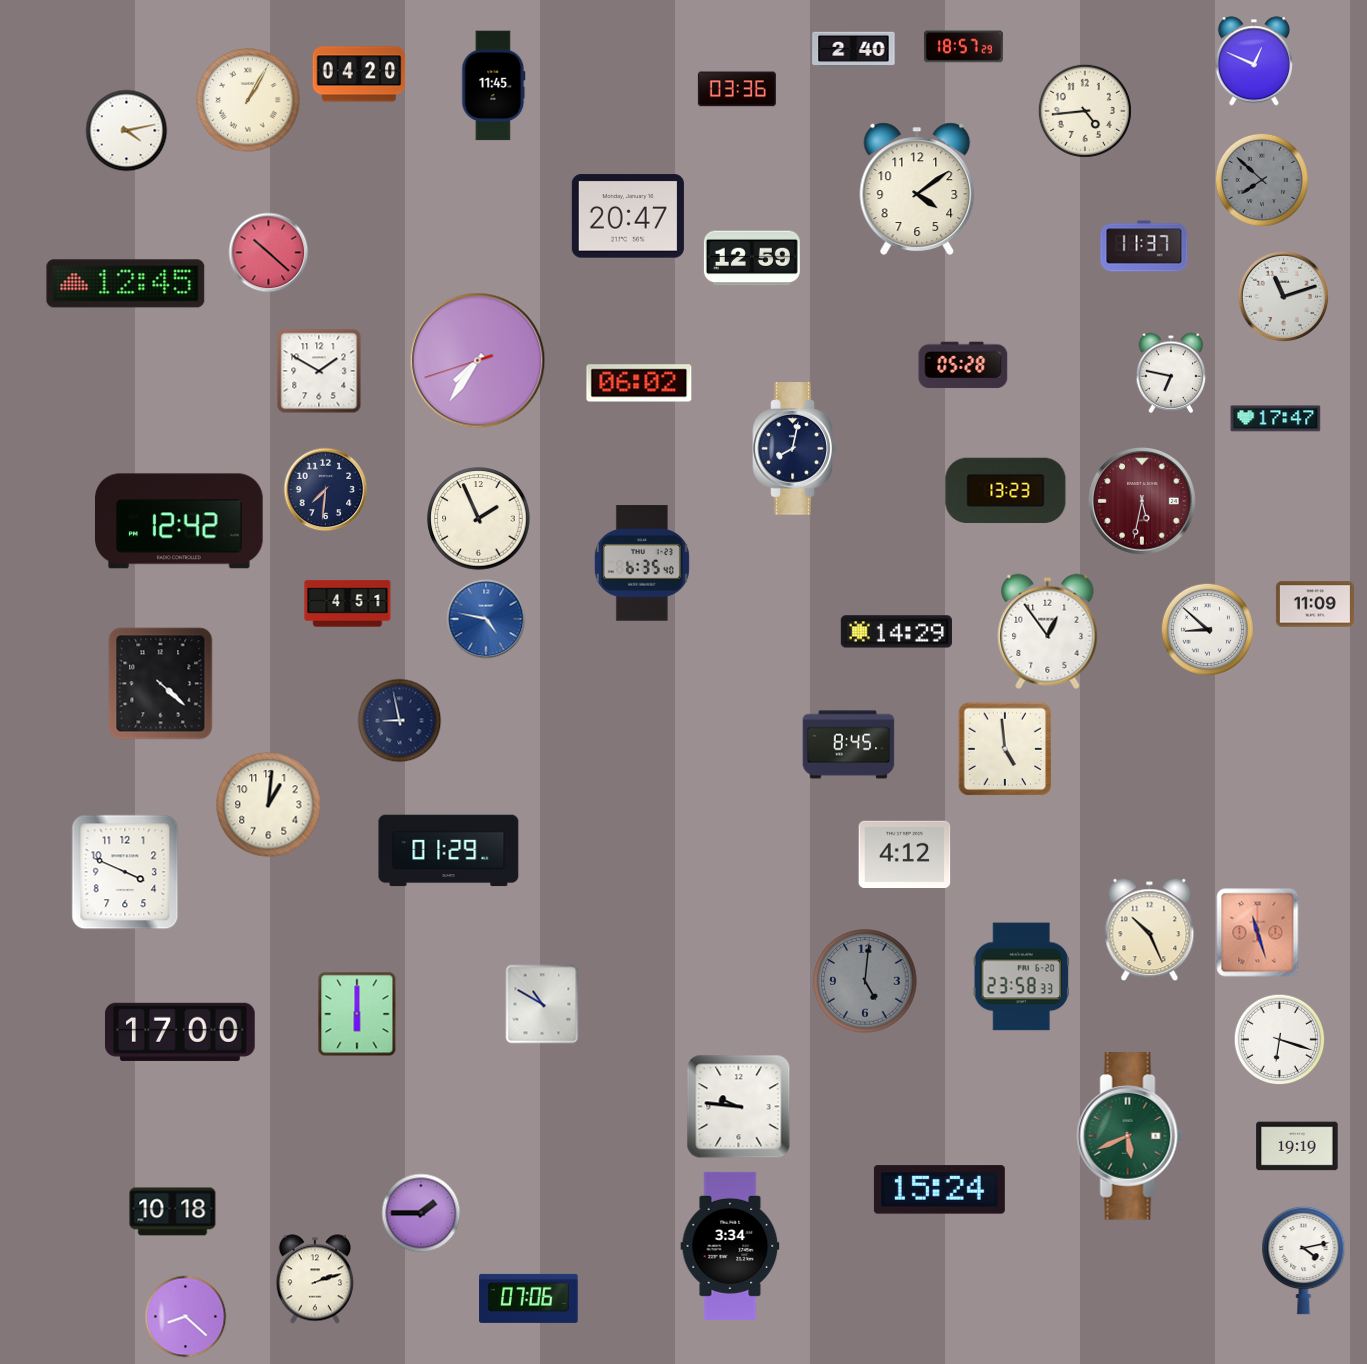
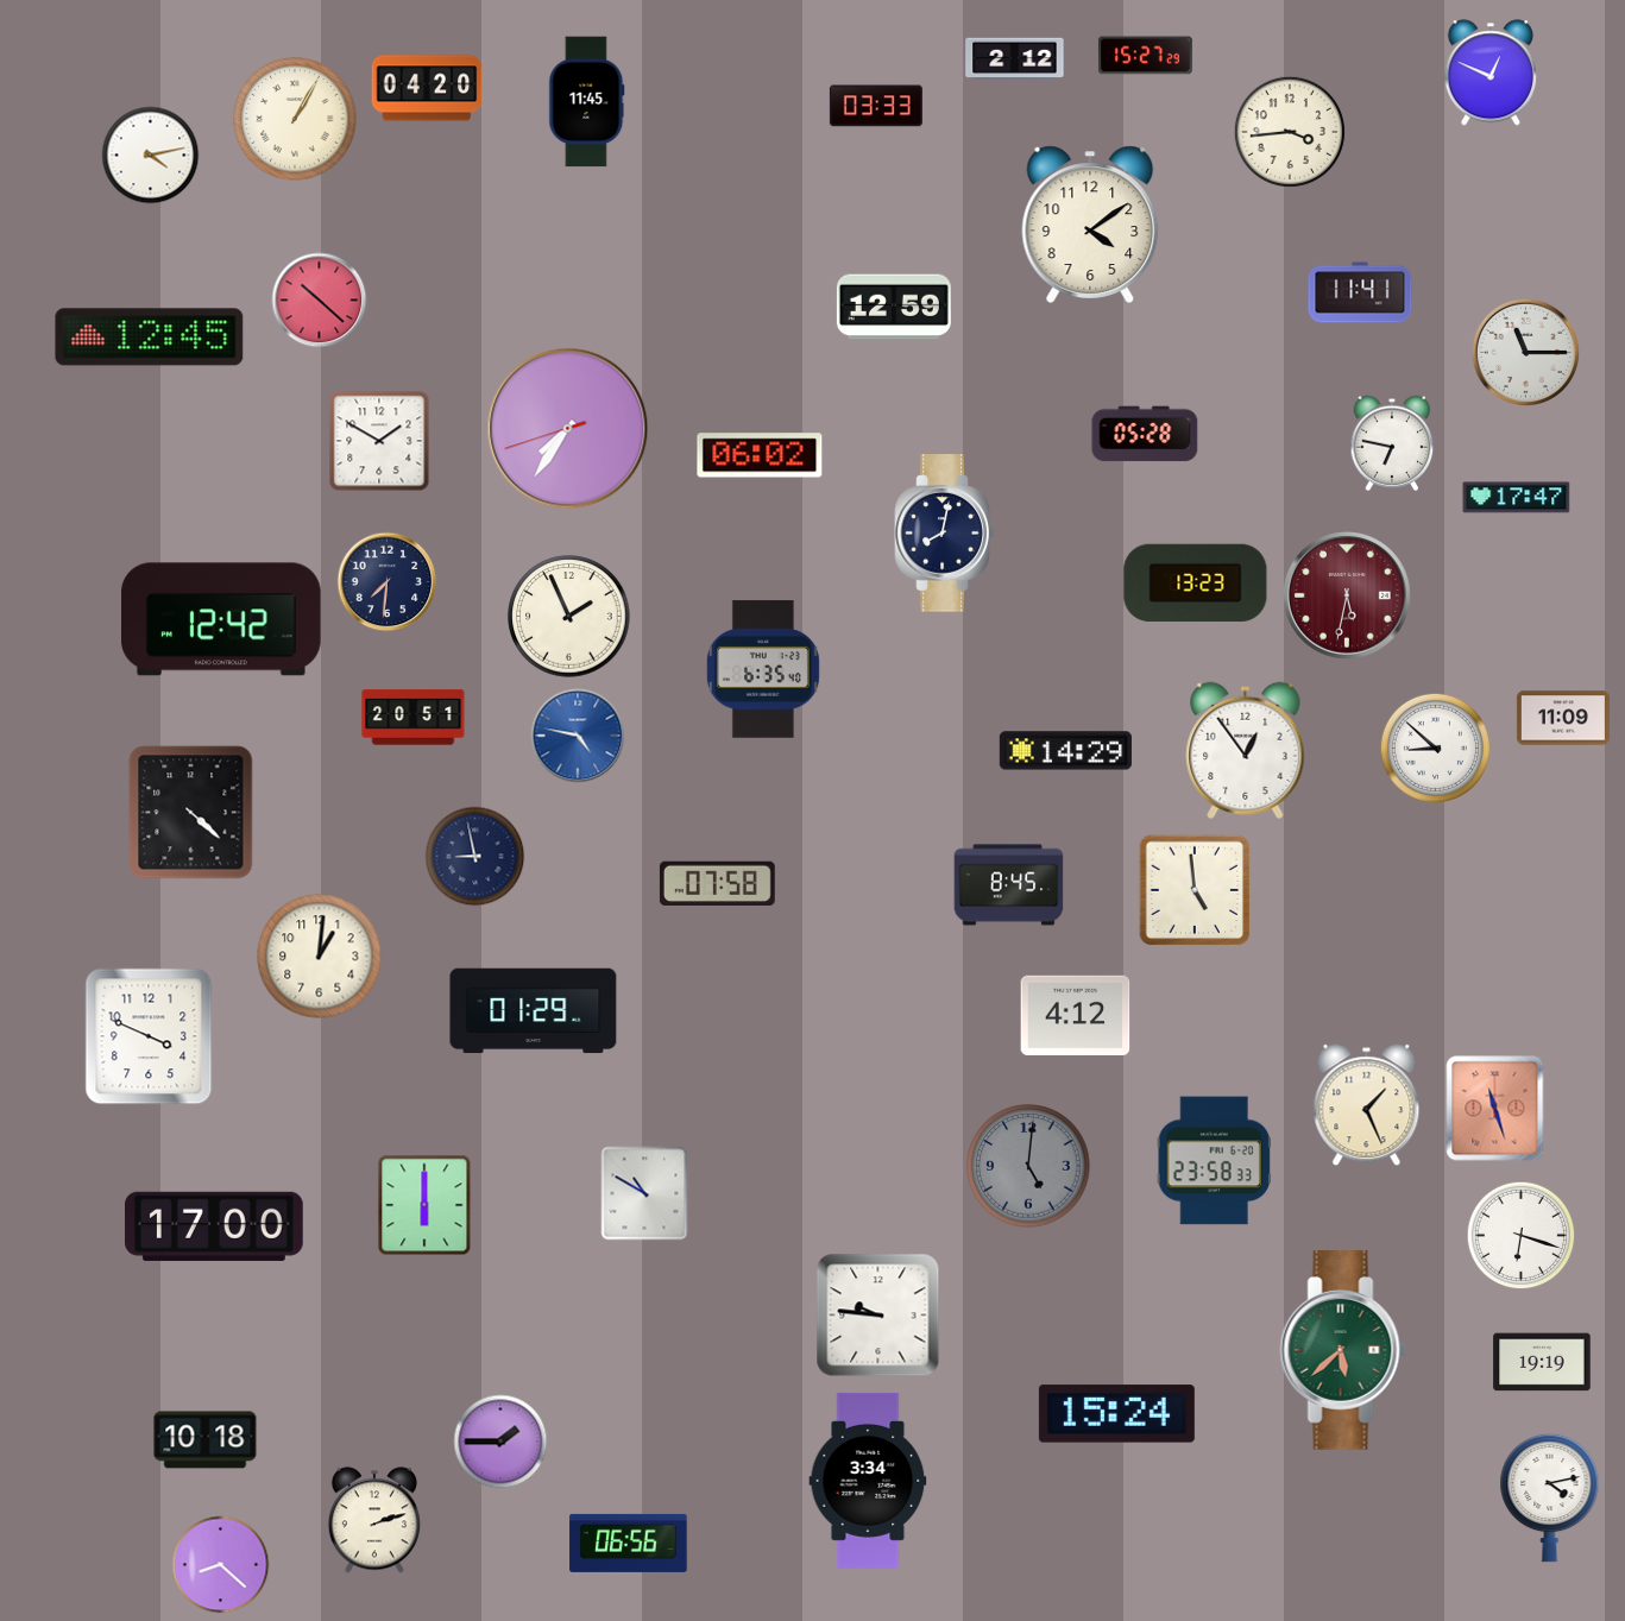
clock at (963, 47): 18:57 -> 15:27
clock at (854, 50): 2:40 -> 2:12
clock at (737, 89): 03:36 -> 03:33
clock at (1085, 111): 4:44 -> 3:44
clock at (1262, 180): 7:52 -> none
clock at (628, 216): 20:47 -> none
clock at (1144, 246): 11:37 -> 11:41
clock at (1284, 297): 11:12 -> 11:15
clock at (1143, 502) position: (1143, 502) -> (1348, 597)
clock at (180, 521) position: (180, 521) -> (222, 619)
clock at (348, 604): 4:51 -> 20:51
clock at (717, 883): none -> 07:58
clock at (1150, 930): 10:26 -> 1:26
clock at (1130, 1137): 5:41 -> 5:38
clock at (529, 1298): 07:06 -> 06:56
